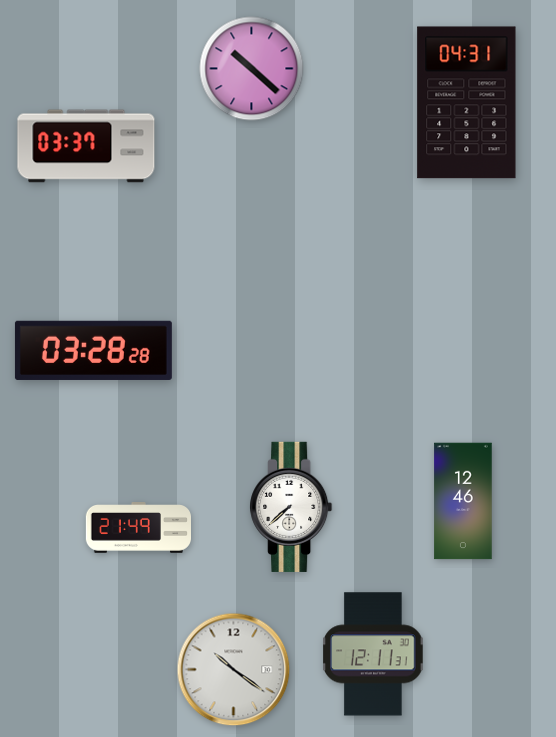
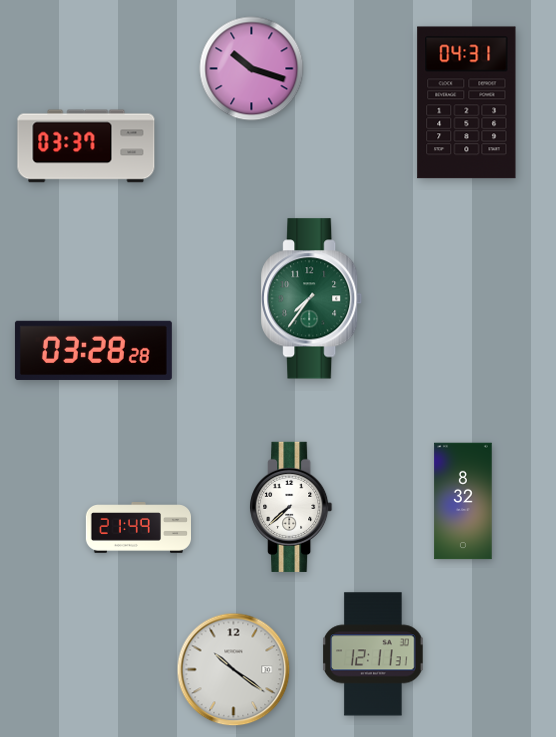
clock at (252, 69): 10:22 -> 10:18
clock at (312, 299): none -> 7:36
clock at (463, 501): 12:46 -> 8:32
